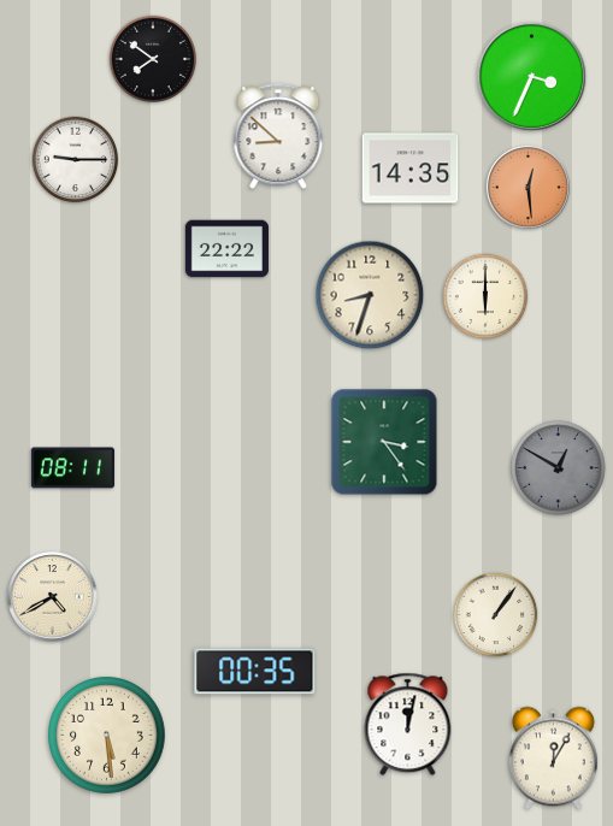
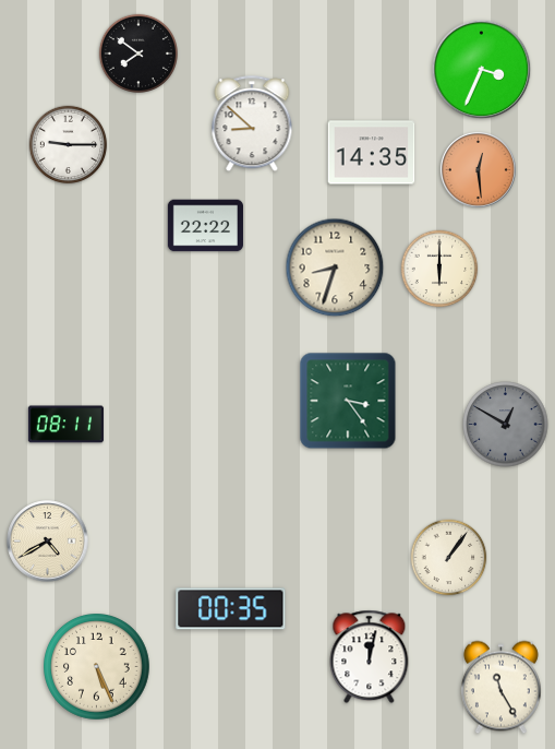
clock at (107, 736): 5:29 -> 5:26
clock at (553, 759): 12:05 -> 11:25
